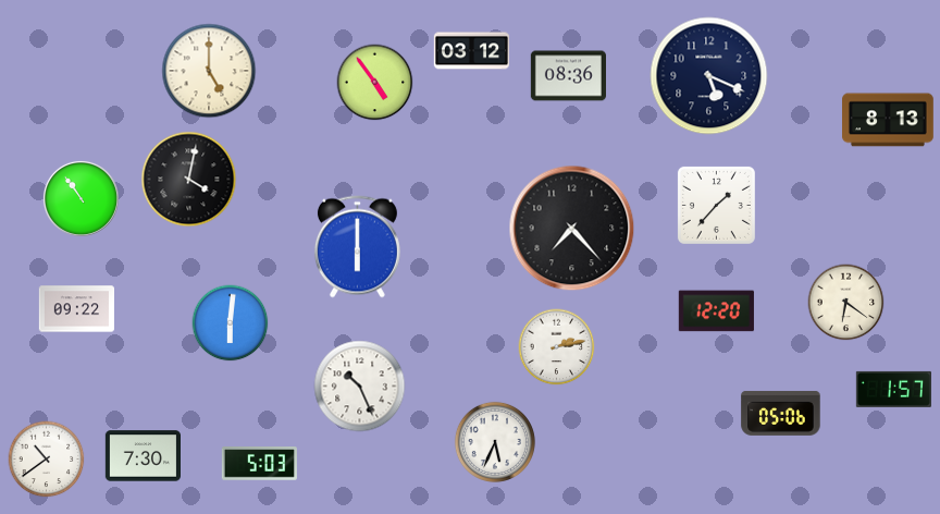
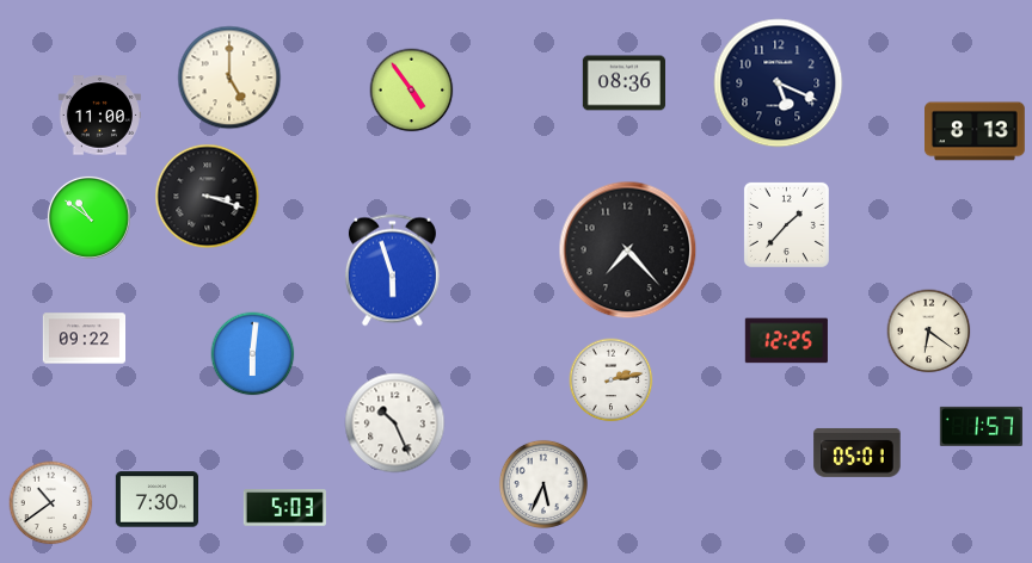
clock at (471, 51): 03:12 -> none
clock at (99, 116): none -> 11:00
clock at (189, 180): 4:02 -> 3:18
clock at (81, 198): 10:54 -> 10:51
clock at (357, 247): 6:00 -> 5:57
clock at (716, 311): 12:20 -> 12:25
clock at (781, 414): 05:06 -> 05:01
